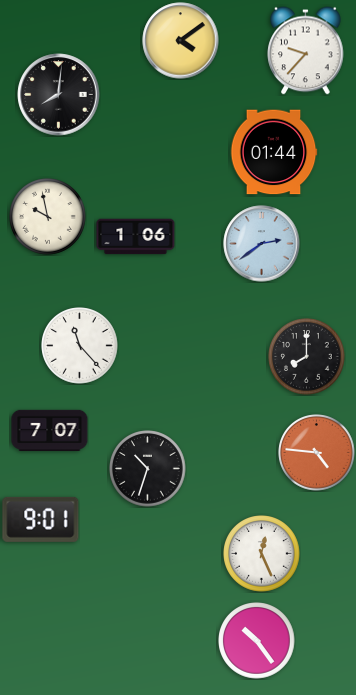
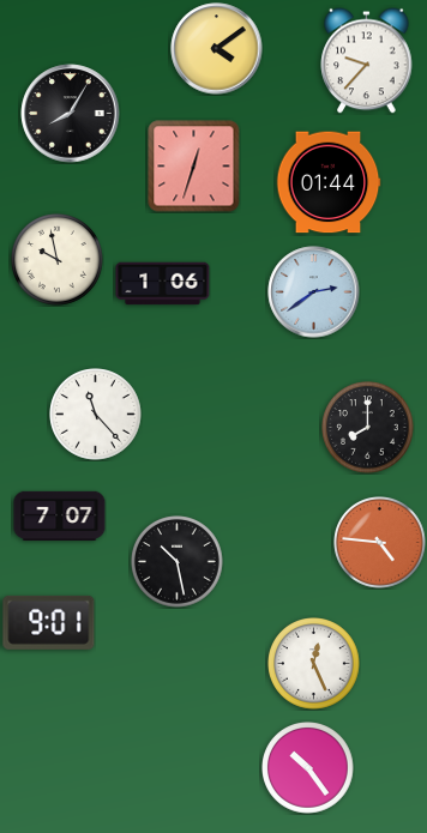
clock at (59, 95): 8:01 -> 8:05
clock at (194, 167): none -> 12:33
clock at (148, 469): 10:33 -> 10:28
